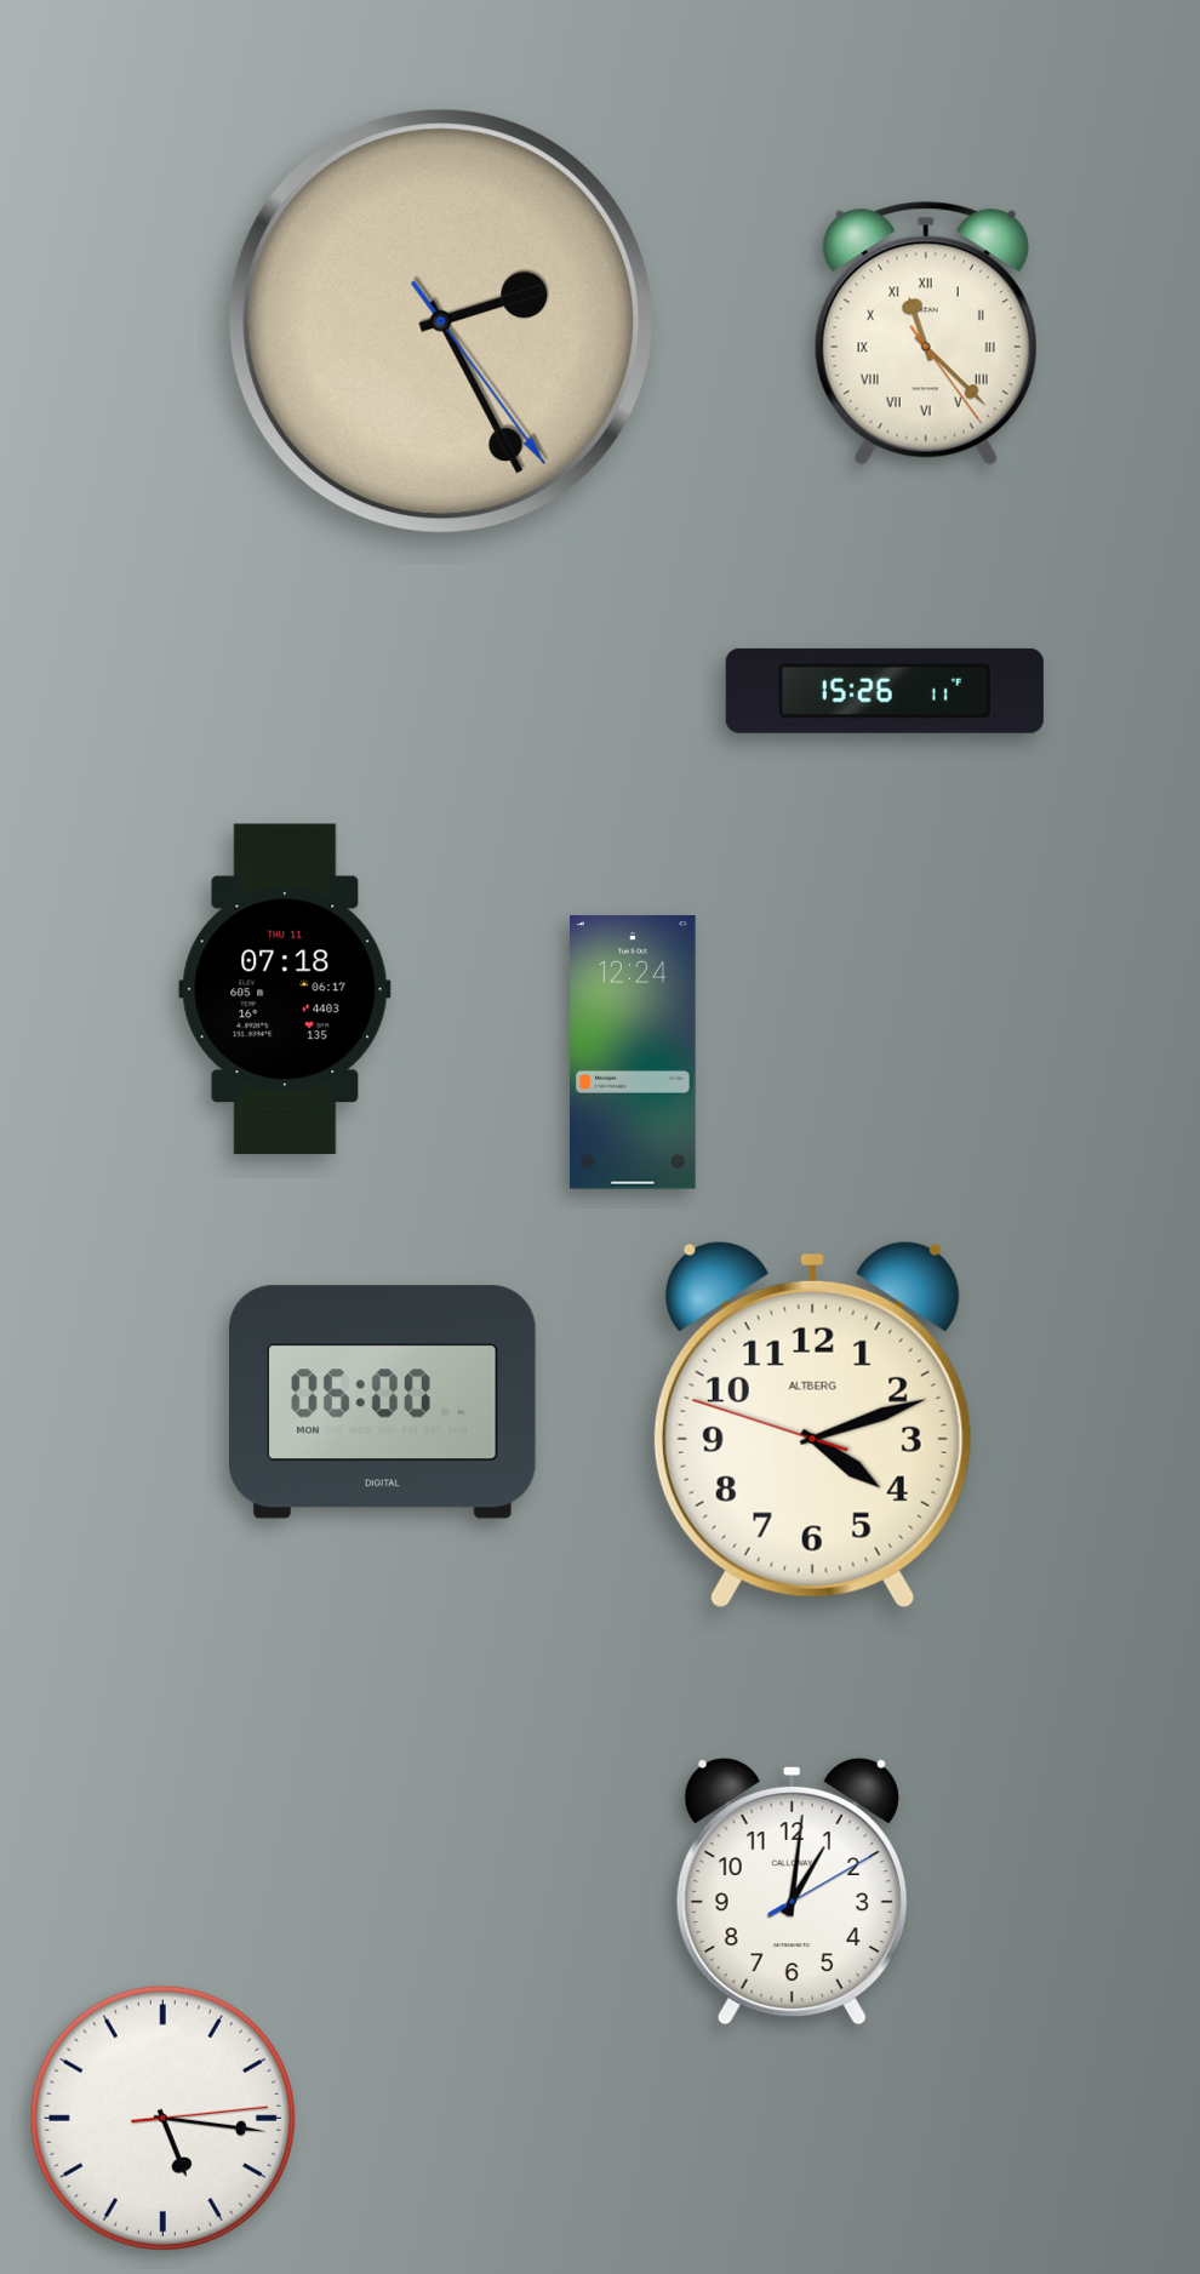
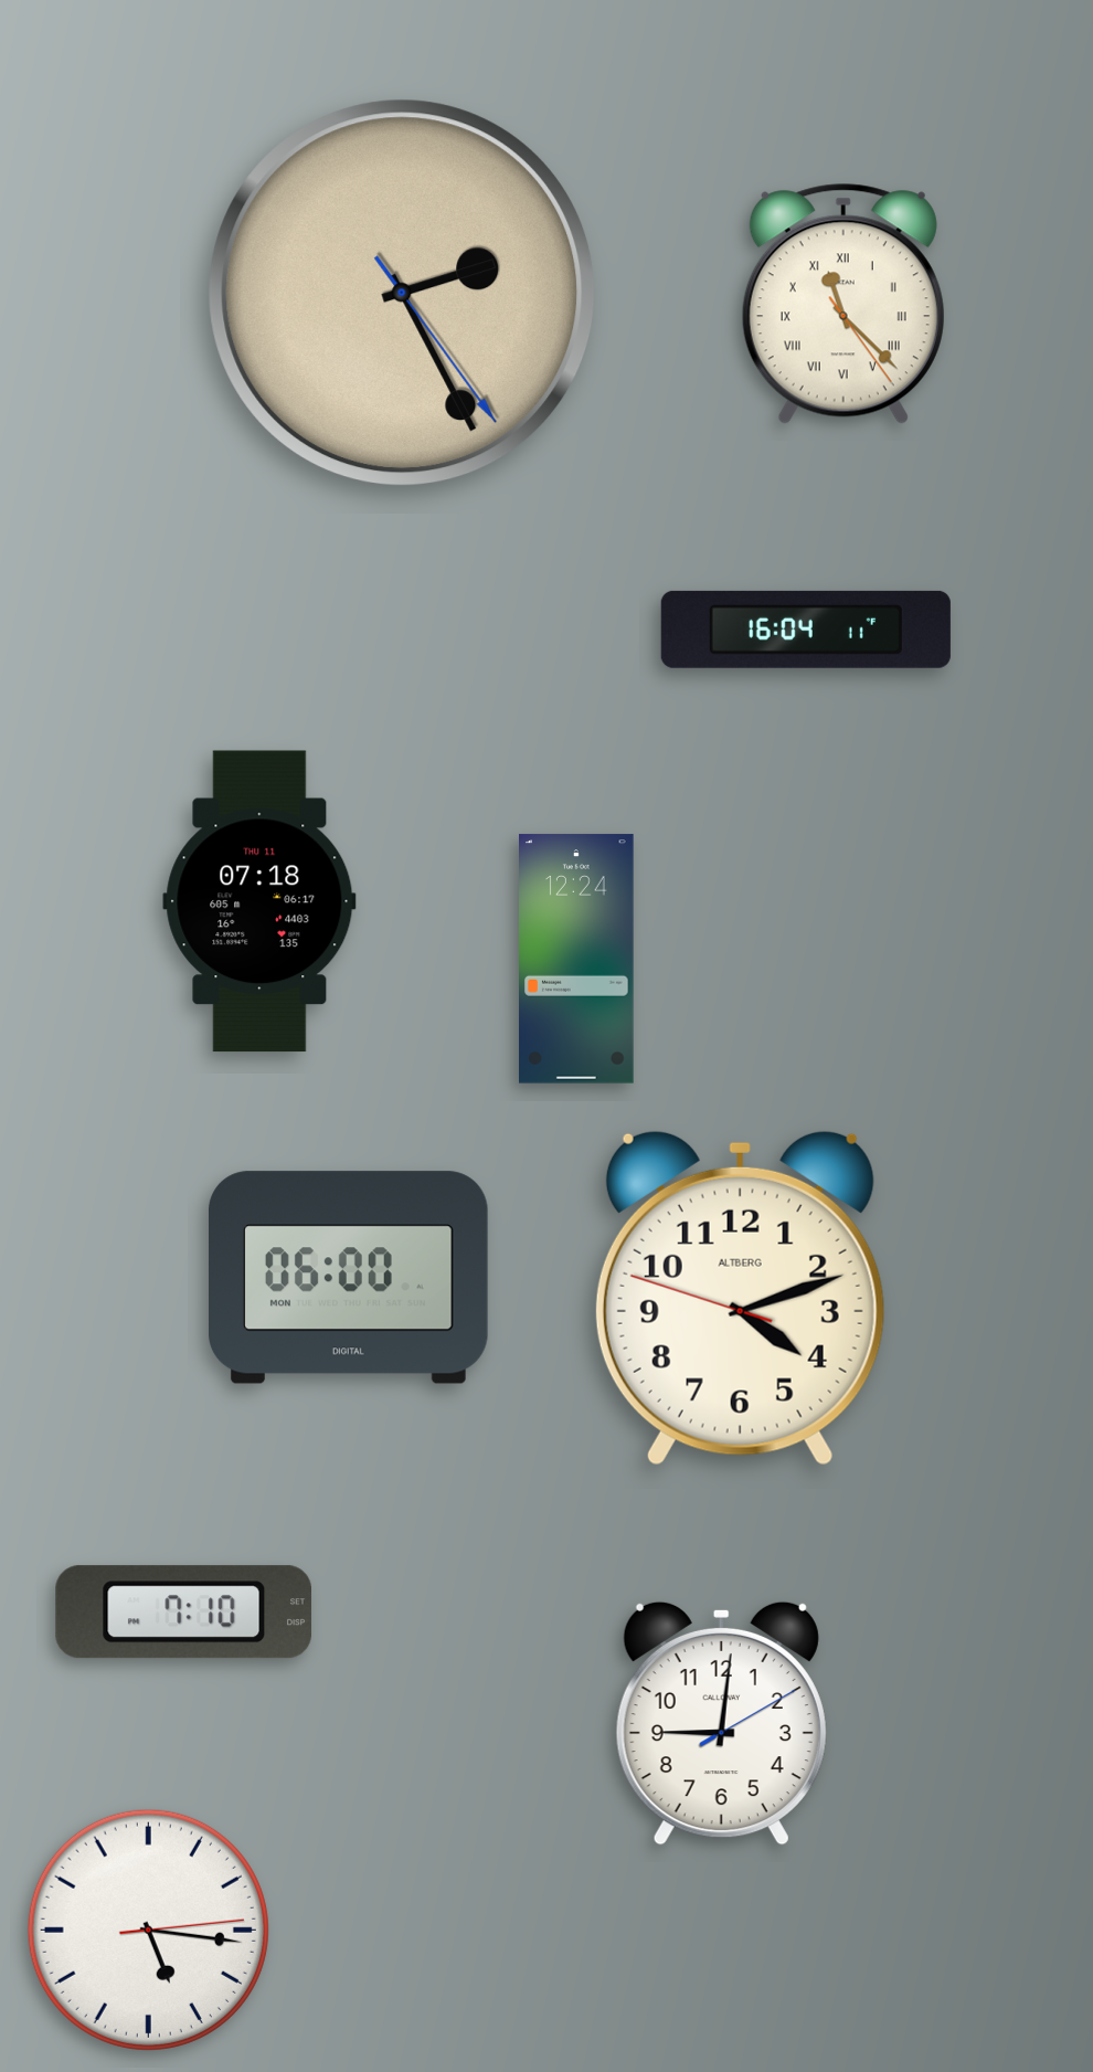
clock at (885, 691): 15:26 -> 16:04
clock at (183, 1613): none -> 7:10
clock at (792, 1891): 1:01 -> 9:01
